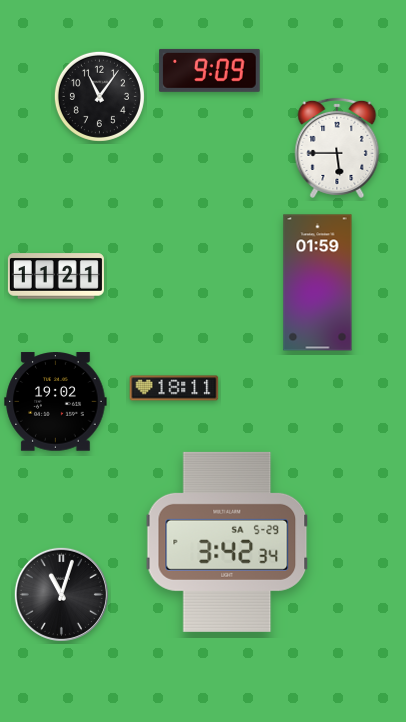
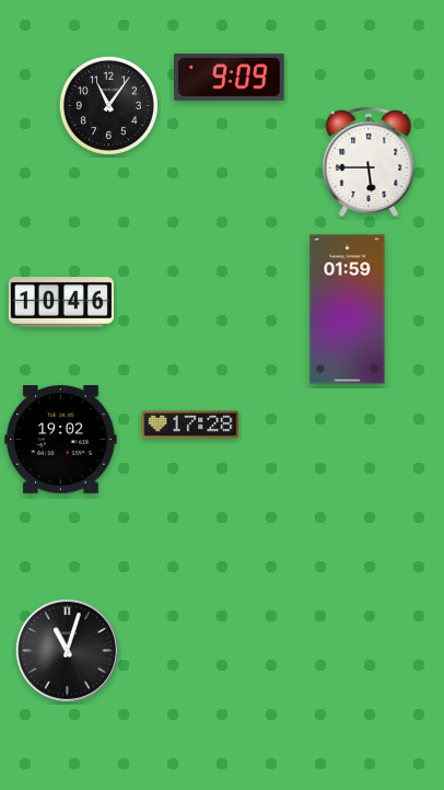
clock at (56, 276): 11:21 -> 10:46
clock at (174, 388): 18:11 -> 17:28
clock at (227, 542): 3:42 -> none
